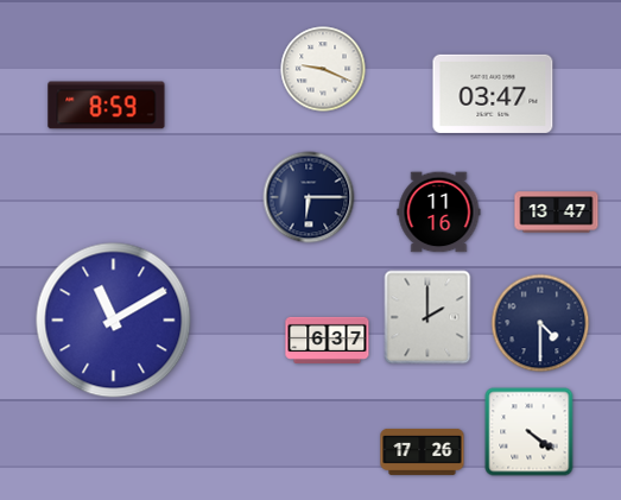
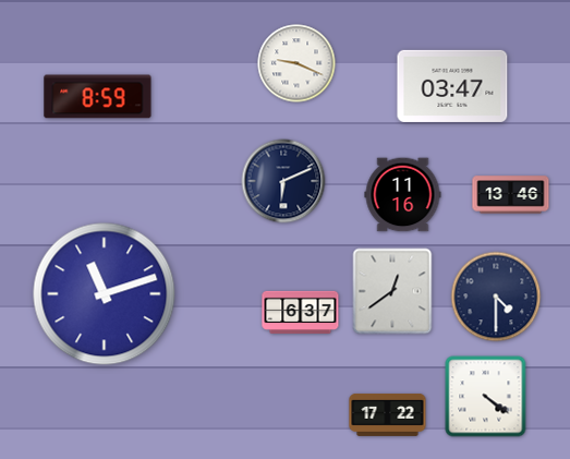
clock at (309, 197): 6:15 -> 6:11
clock at (557, 213): 13:47 -> 13:46
clock at (427, 317): 2:00 -> 12:39
clock at (114, 321): 11:10 -> 11:12
clock at (423, 451): 17:26 -> 17:22
